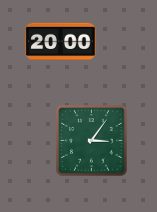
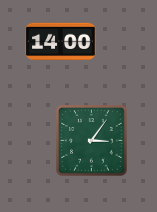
clock at (61, 42): 20:00 -> 14:00
